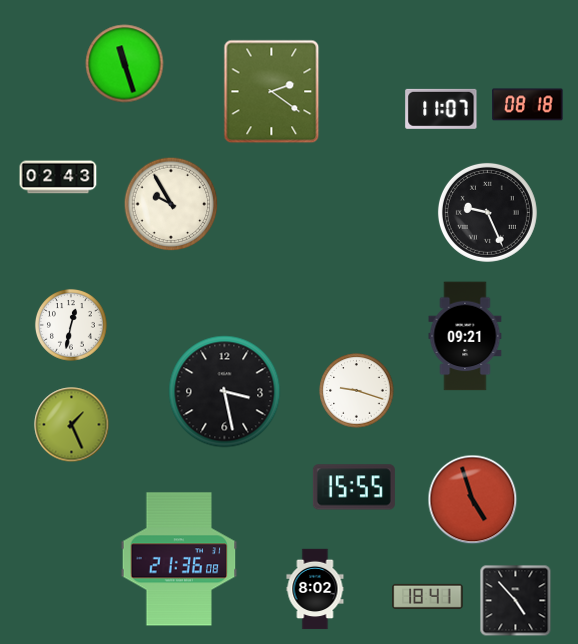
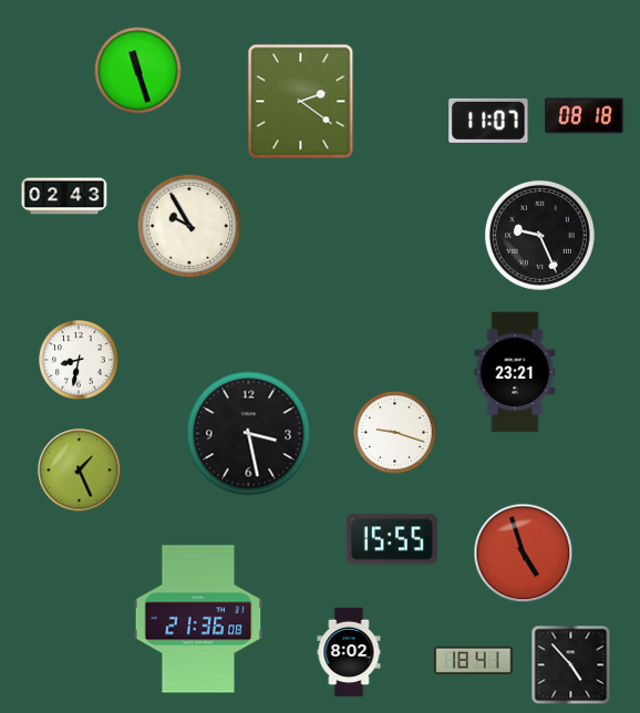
clock at (71, 325): 12:32 -> 8:32
clock at (465, 336): 09:21 -> 23:21
